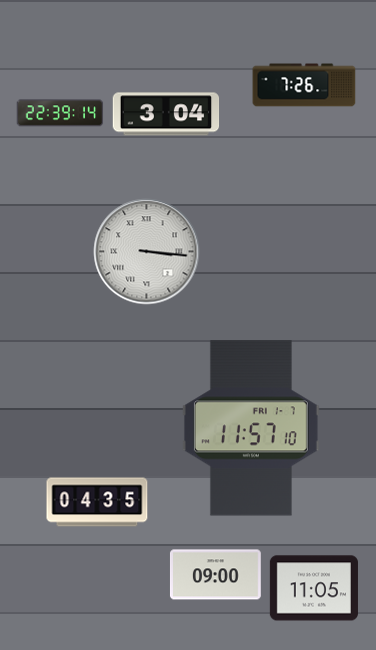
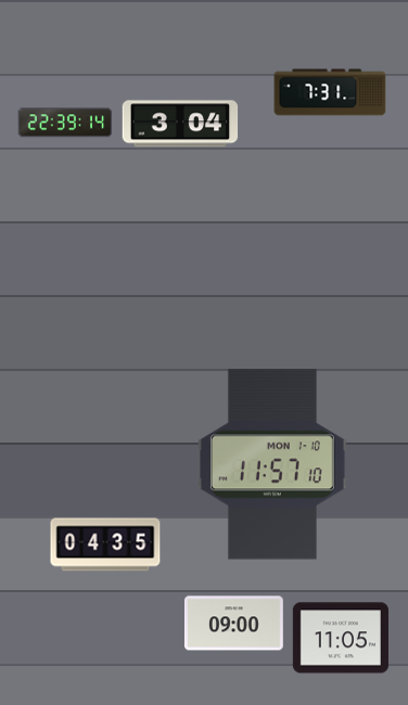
clock at (304, 85): 7:26 -> 7:31
clock at (147, 252): 3:16 -> none
clock at (251, 428) date: FRI 1-7 -> MON 1-10
